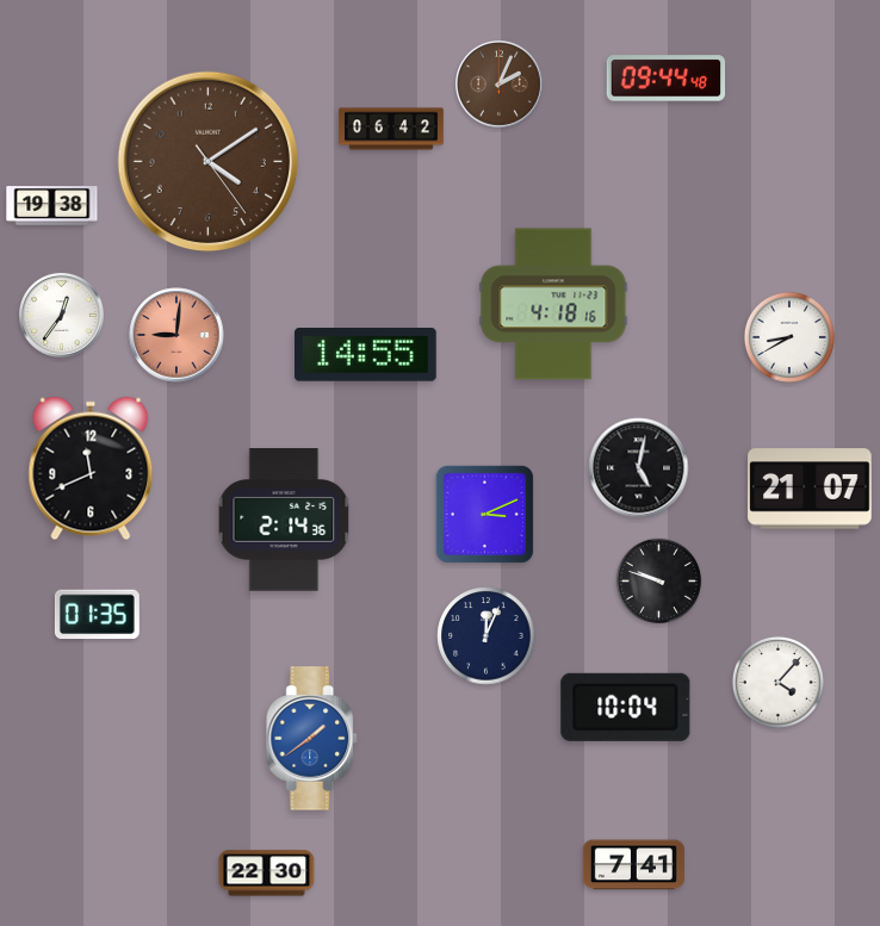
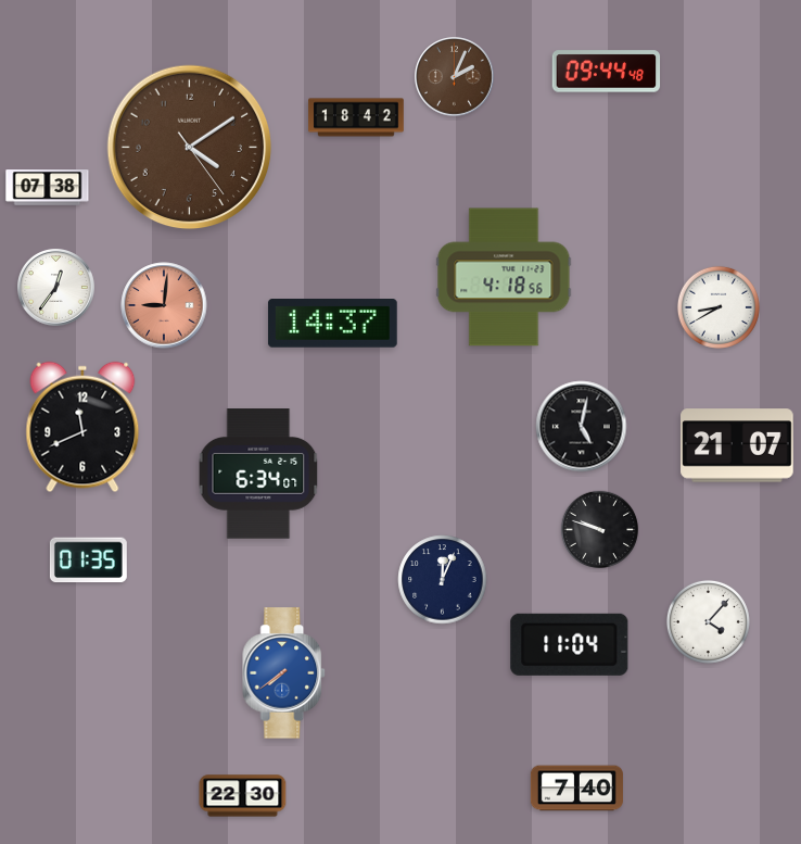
clock at (391, 129): 06:42 -> 18:42
clock at (52, 206): 19:38 -> 07:38
clock at (553, 304): 4:18:16 -> 4:18:56
clock at (176, 335) position: (176, 335) -> (164, 305)
clock at (365, 355): 14:55 -> 14:37
clock at (484, 514): 3:11 -> none
clock at (284, 520): 2:14 -> 6:34
clock at (626, 707): 10:04 -> 11:04
clock at (312, 739): 1:39 -> 7:39
clock at (633, 865): 7:41 -> 7:40
